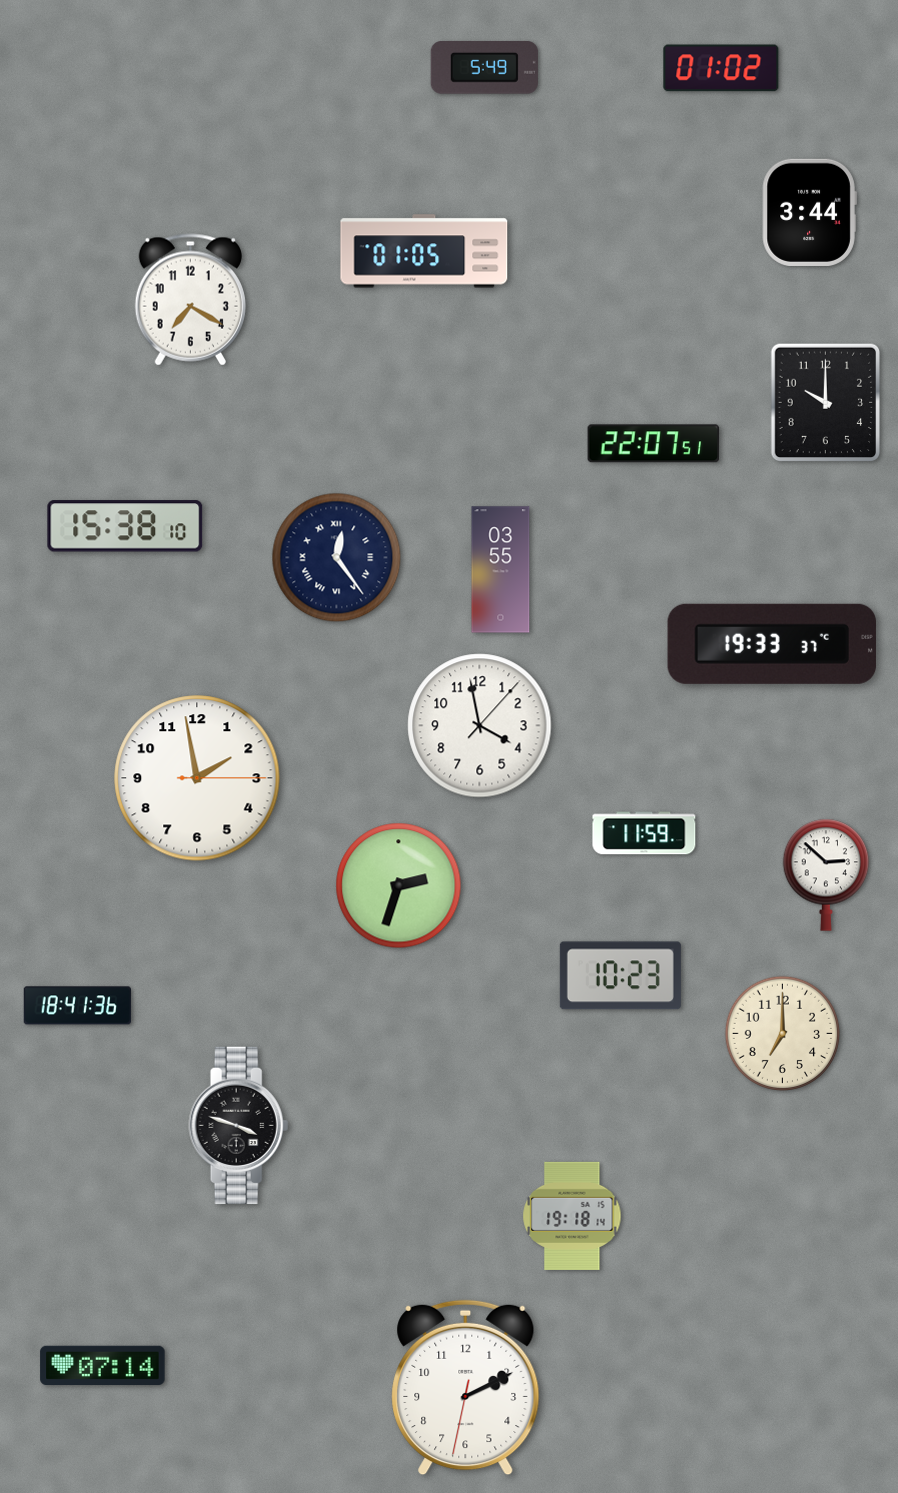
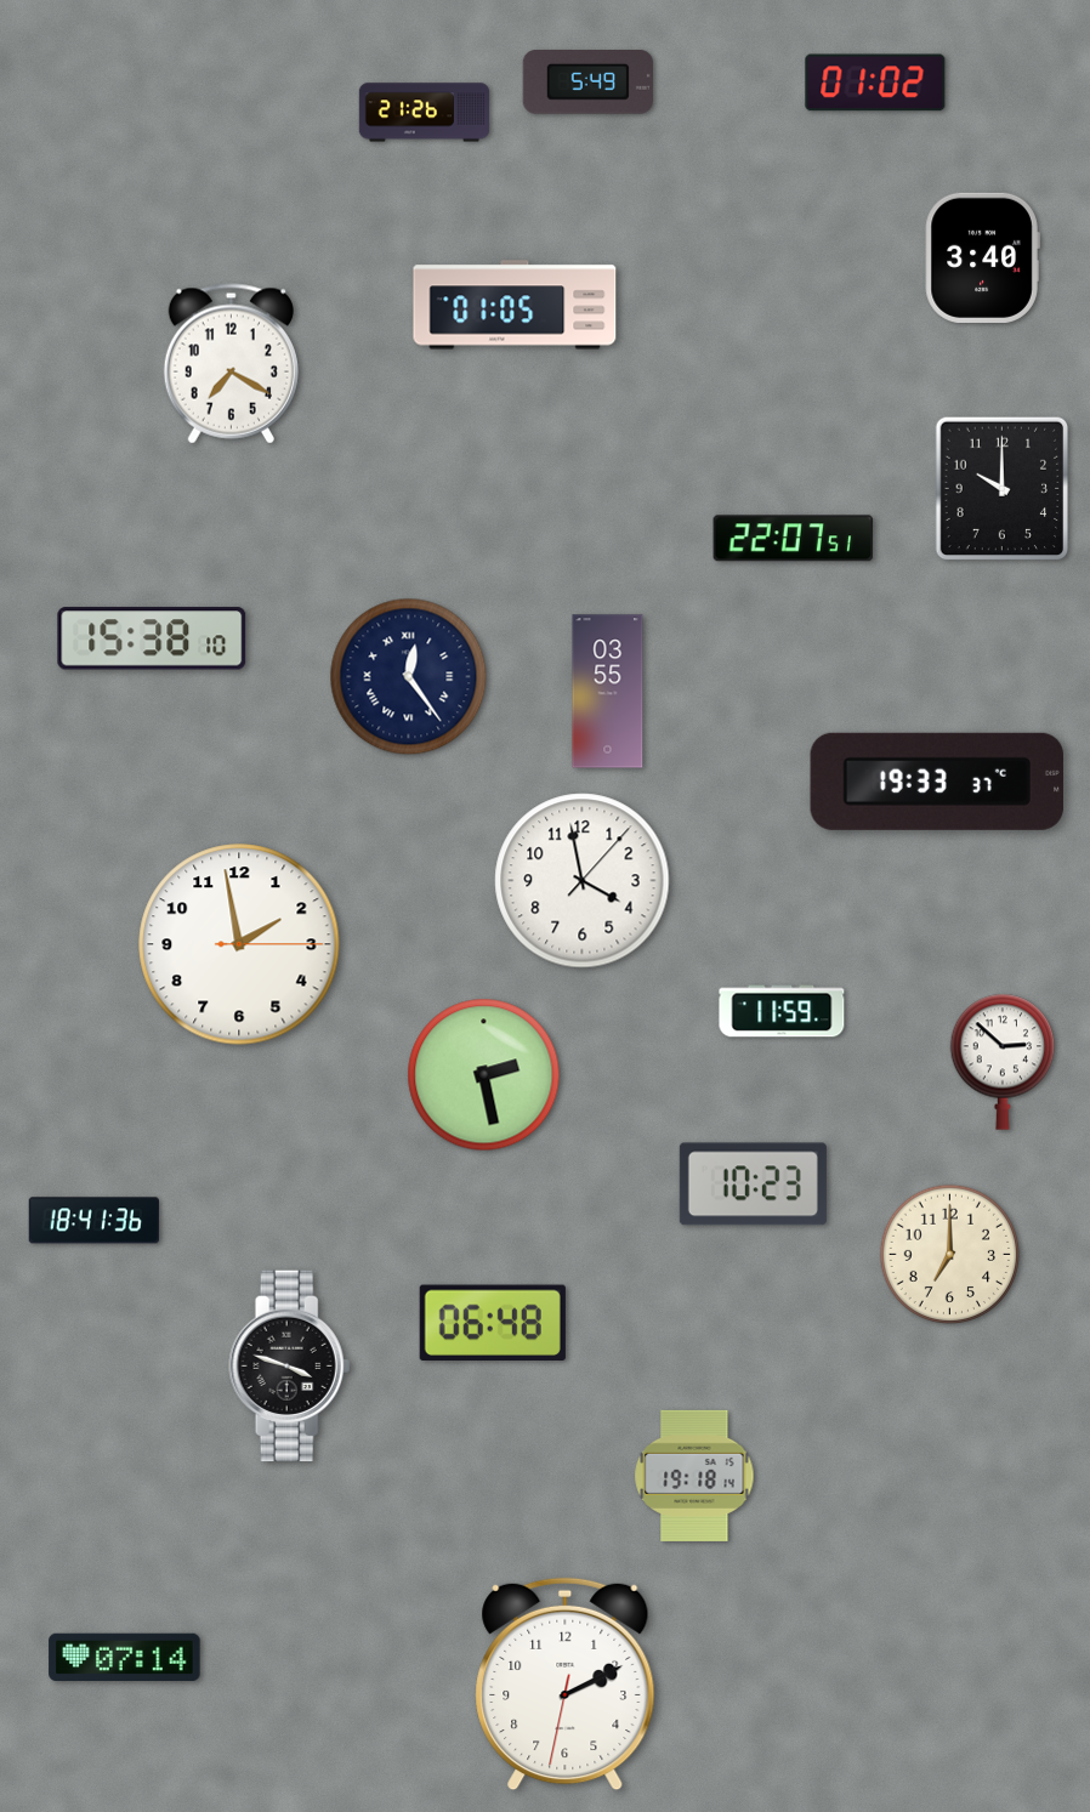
clock at (425, 113): none -> 21:26
clock at (809, 212): 3:44 -> 3:40
clock at (399, 886): 2:33 -> 2:28
clock at (493, 1323): none -> 06:48
